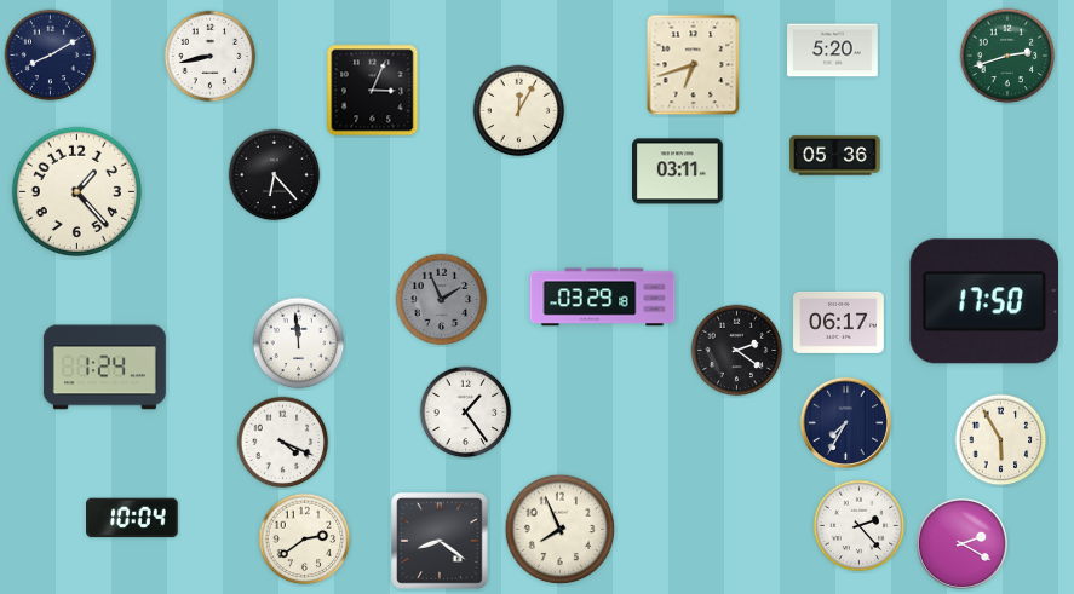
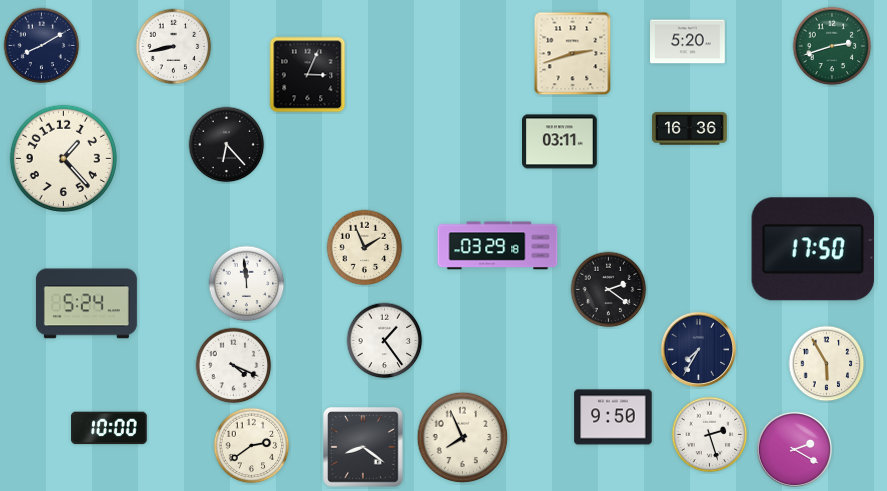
clock at (694, 65): 6:42 -> 2:42
clock at (519, 111): 12:05 -> none
clock at (835, 156): 05:36 -> 16:36
clock at (442, 300) dial: grey -> cream
clock at (839, 322): 06:17 -> none
clock at (104, 368): 1:24 -> 5:24
clock at (613, 417): none -> 9:50
clock at (132, 518): 10:04 -> 10:00
clock at (860, 526): 2:23 -> 2:27
